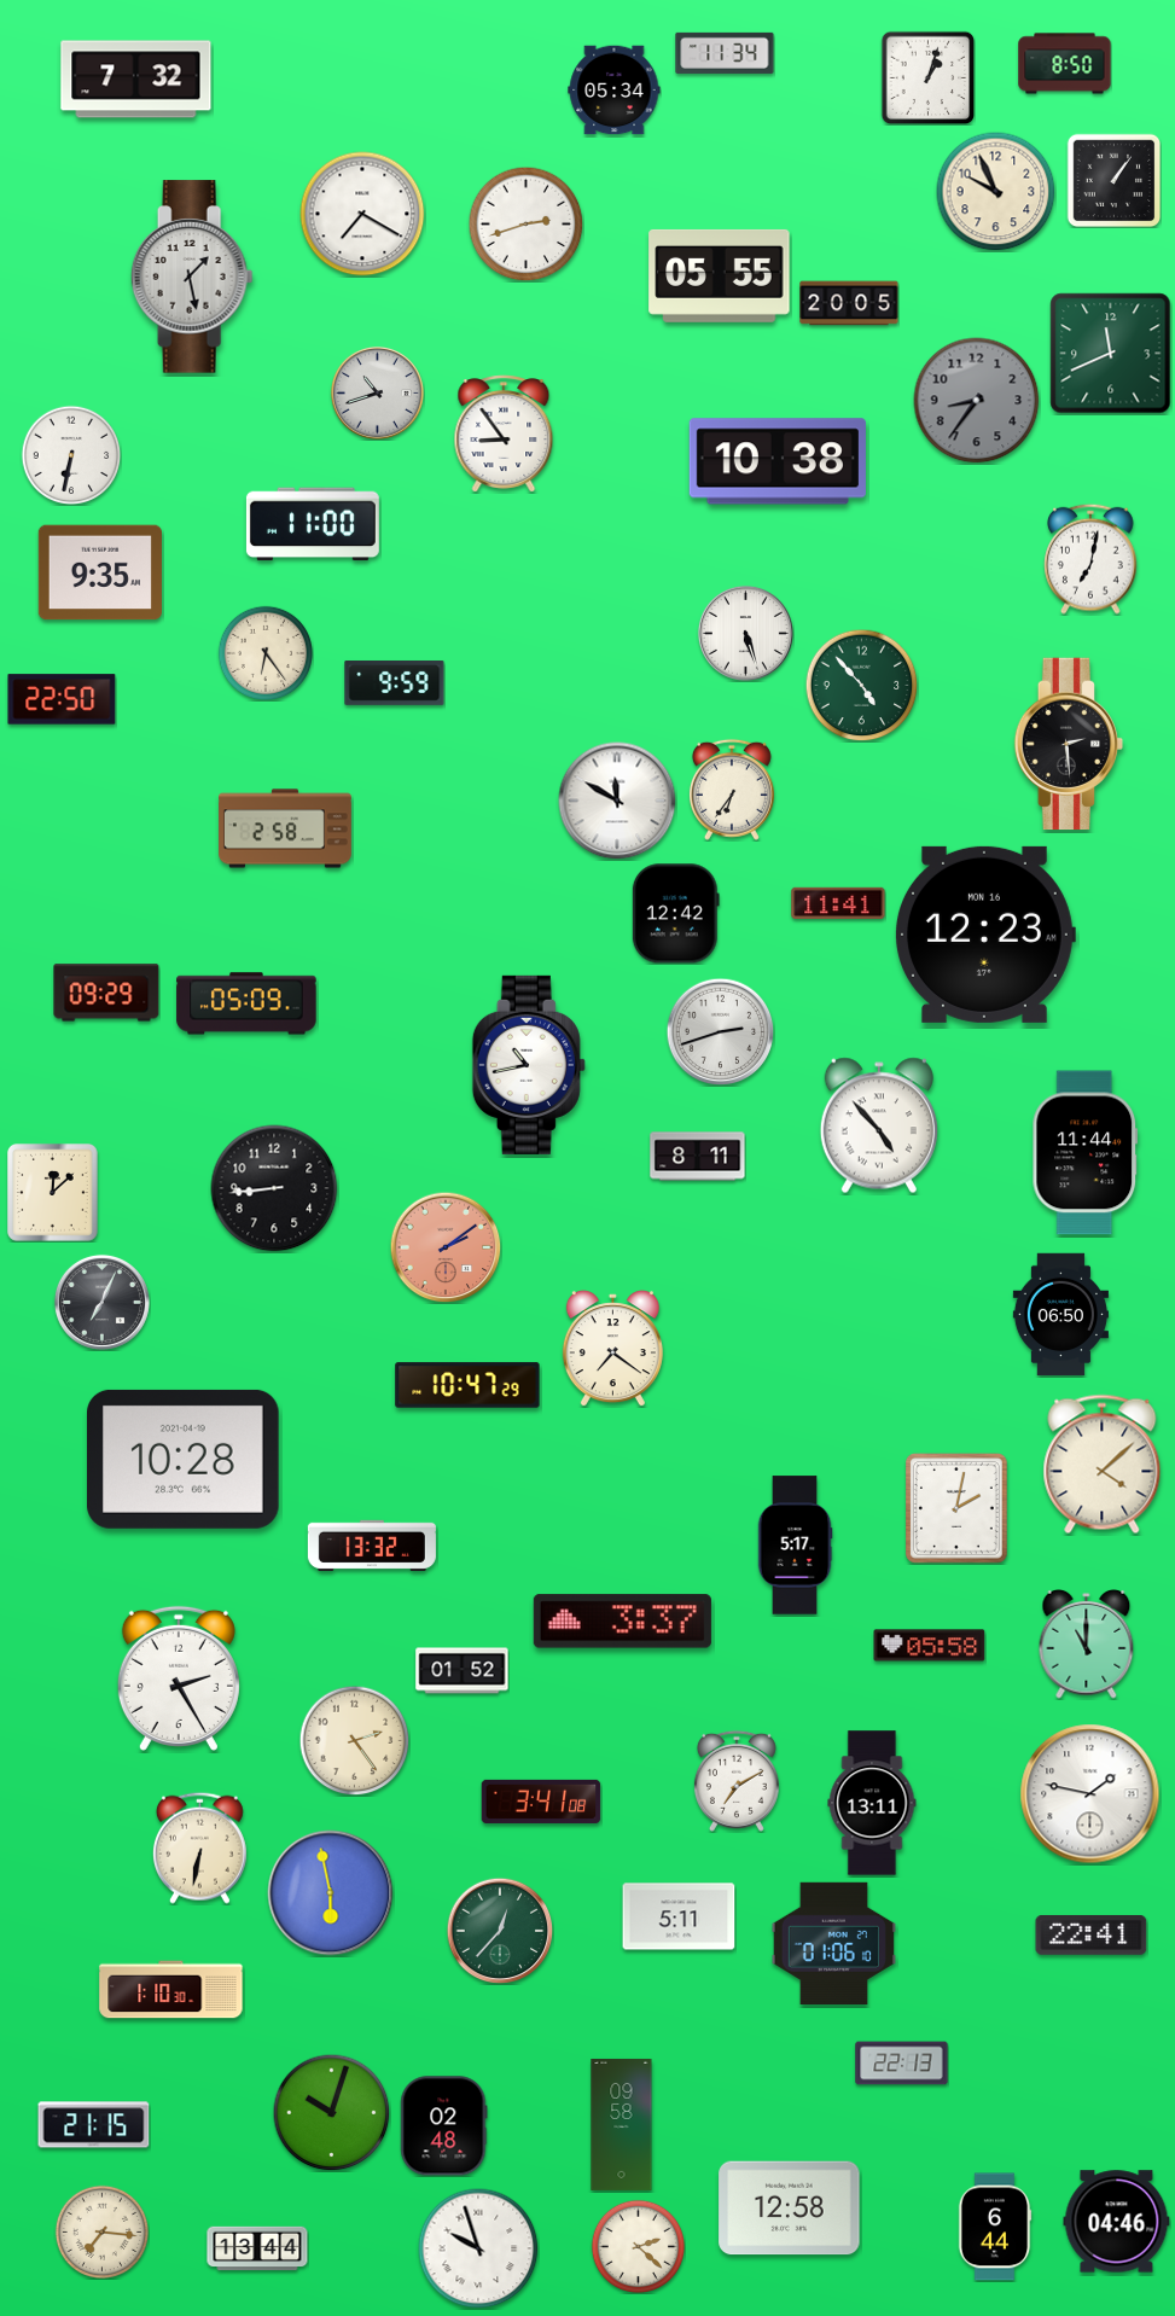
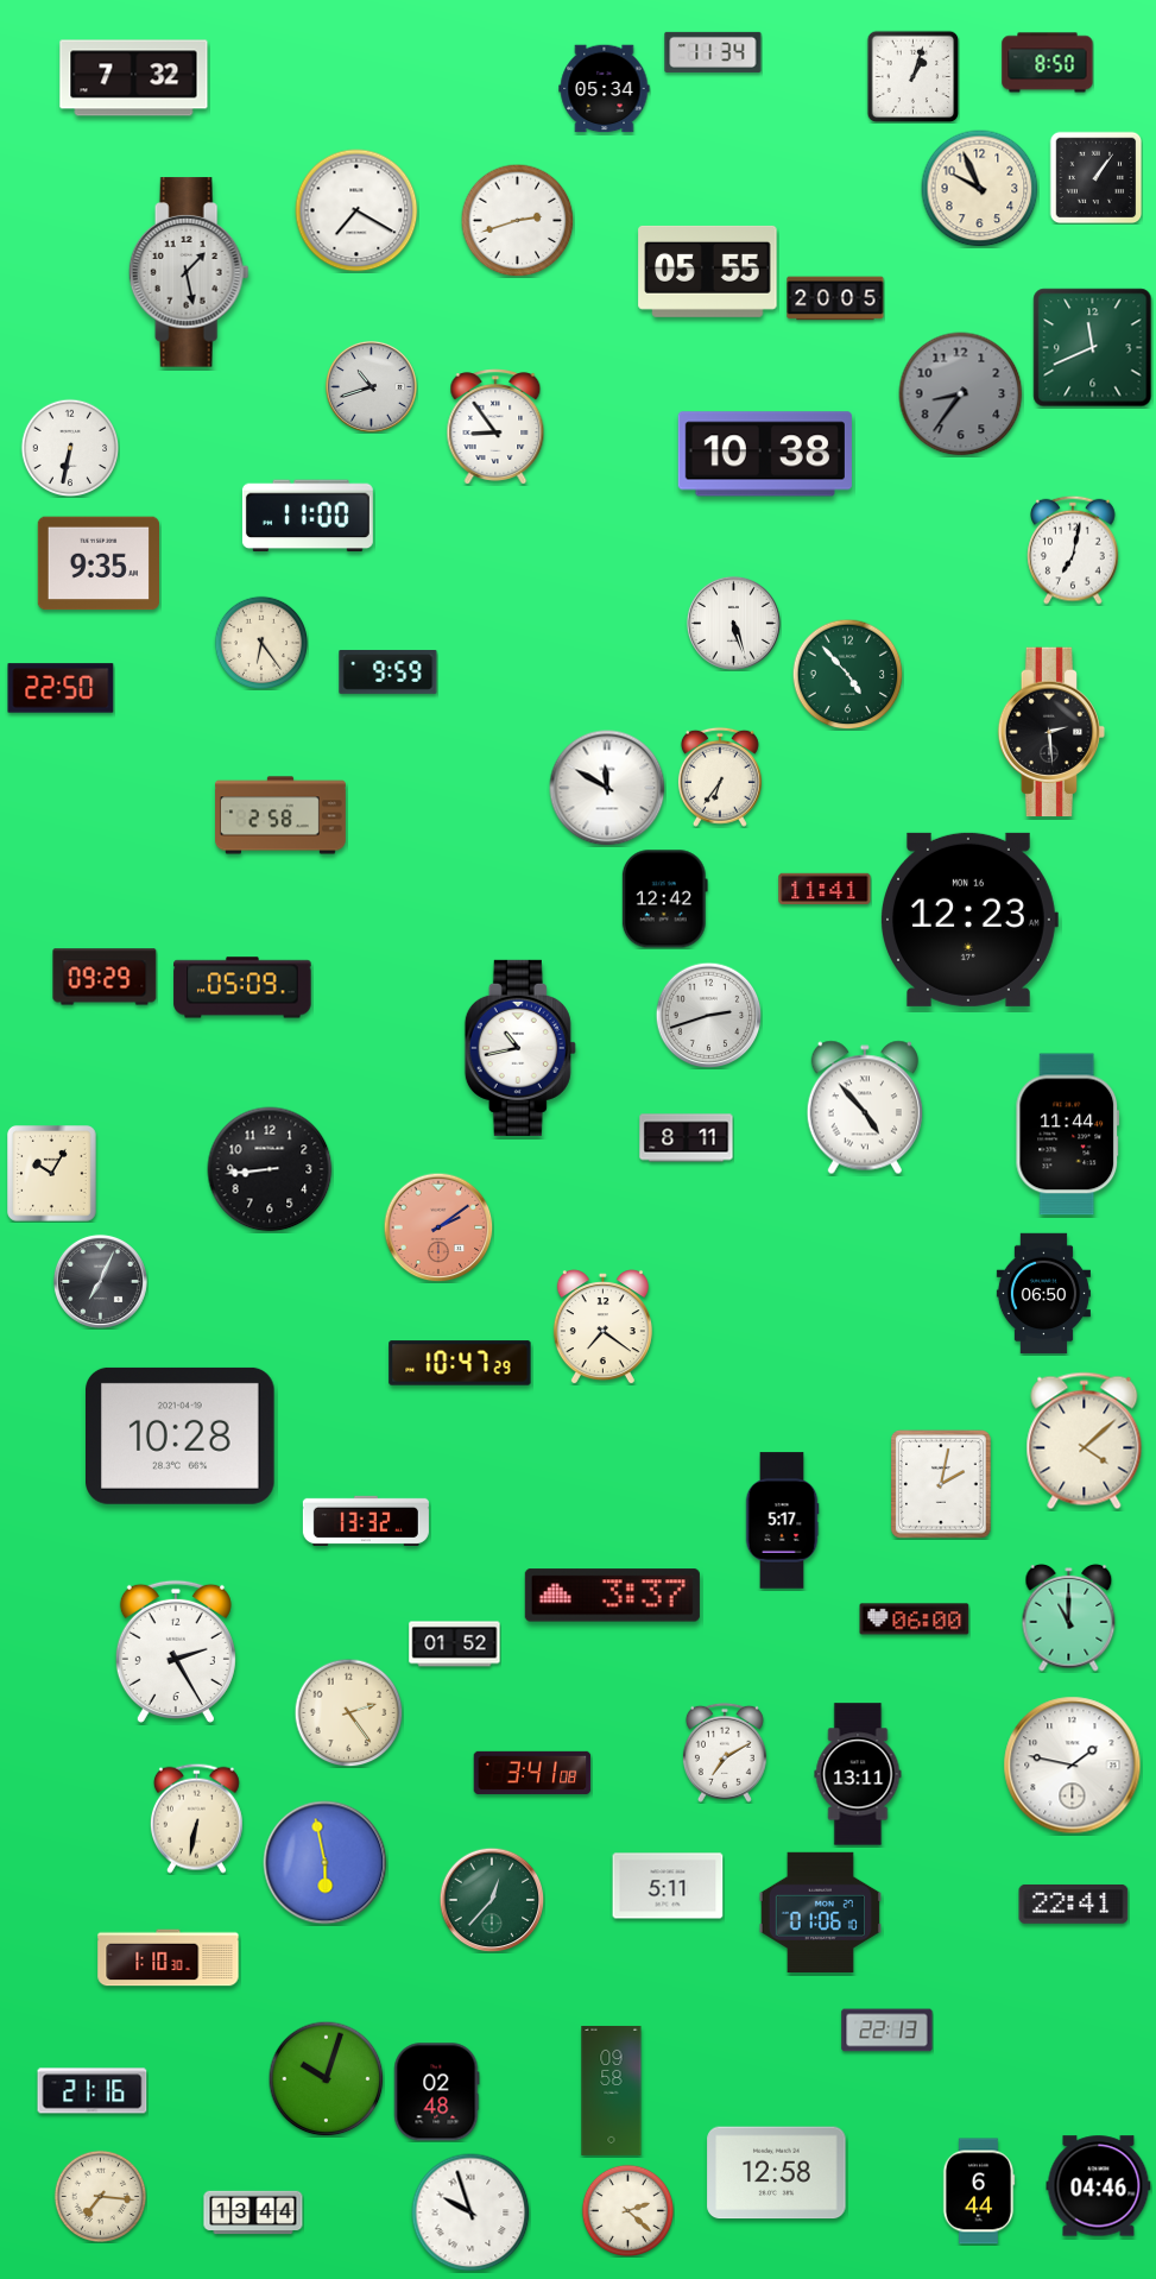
clock at (53, 1193): 12:08 -> 10:05
clock at (930, 1646): 05:58 -> 06:00
clock at (94, 2125): 21:15 -> 21:16
